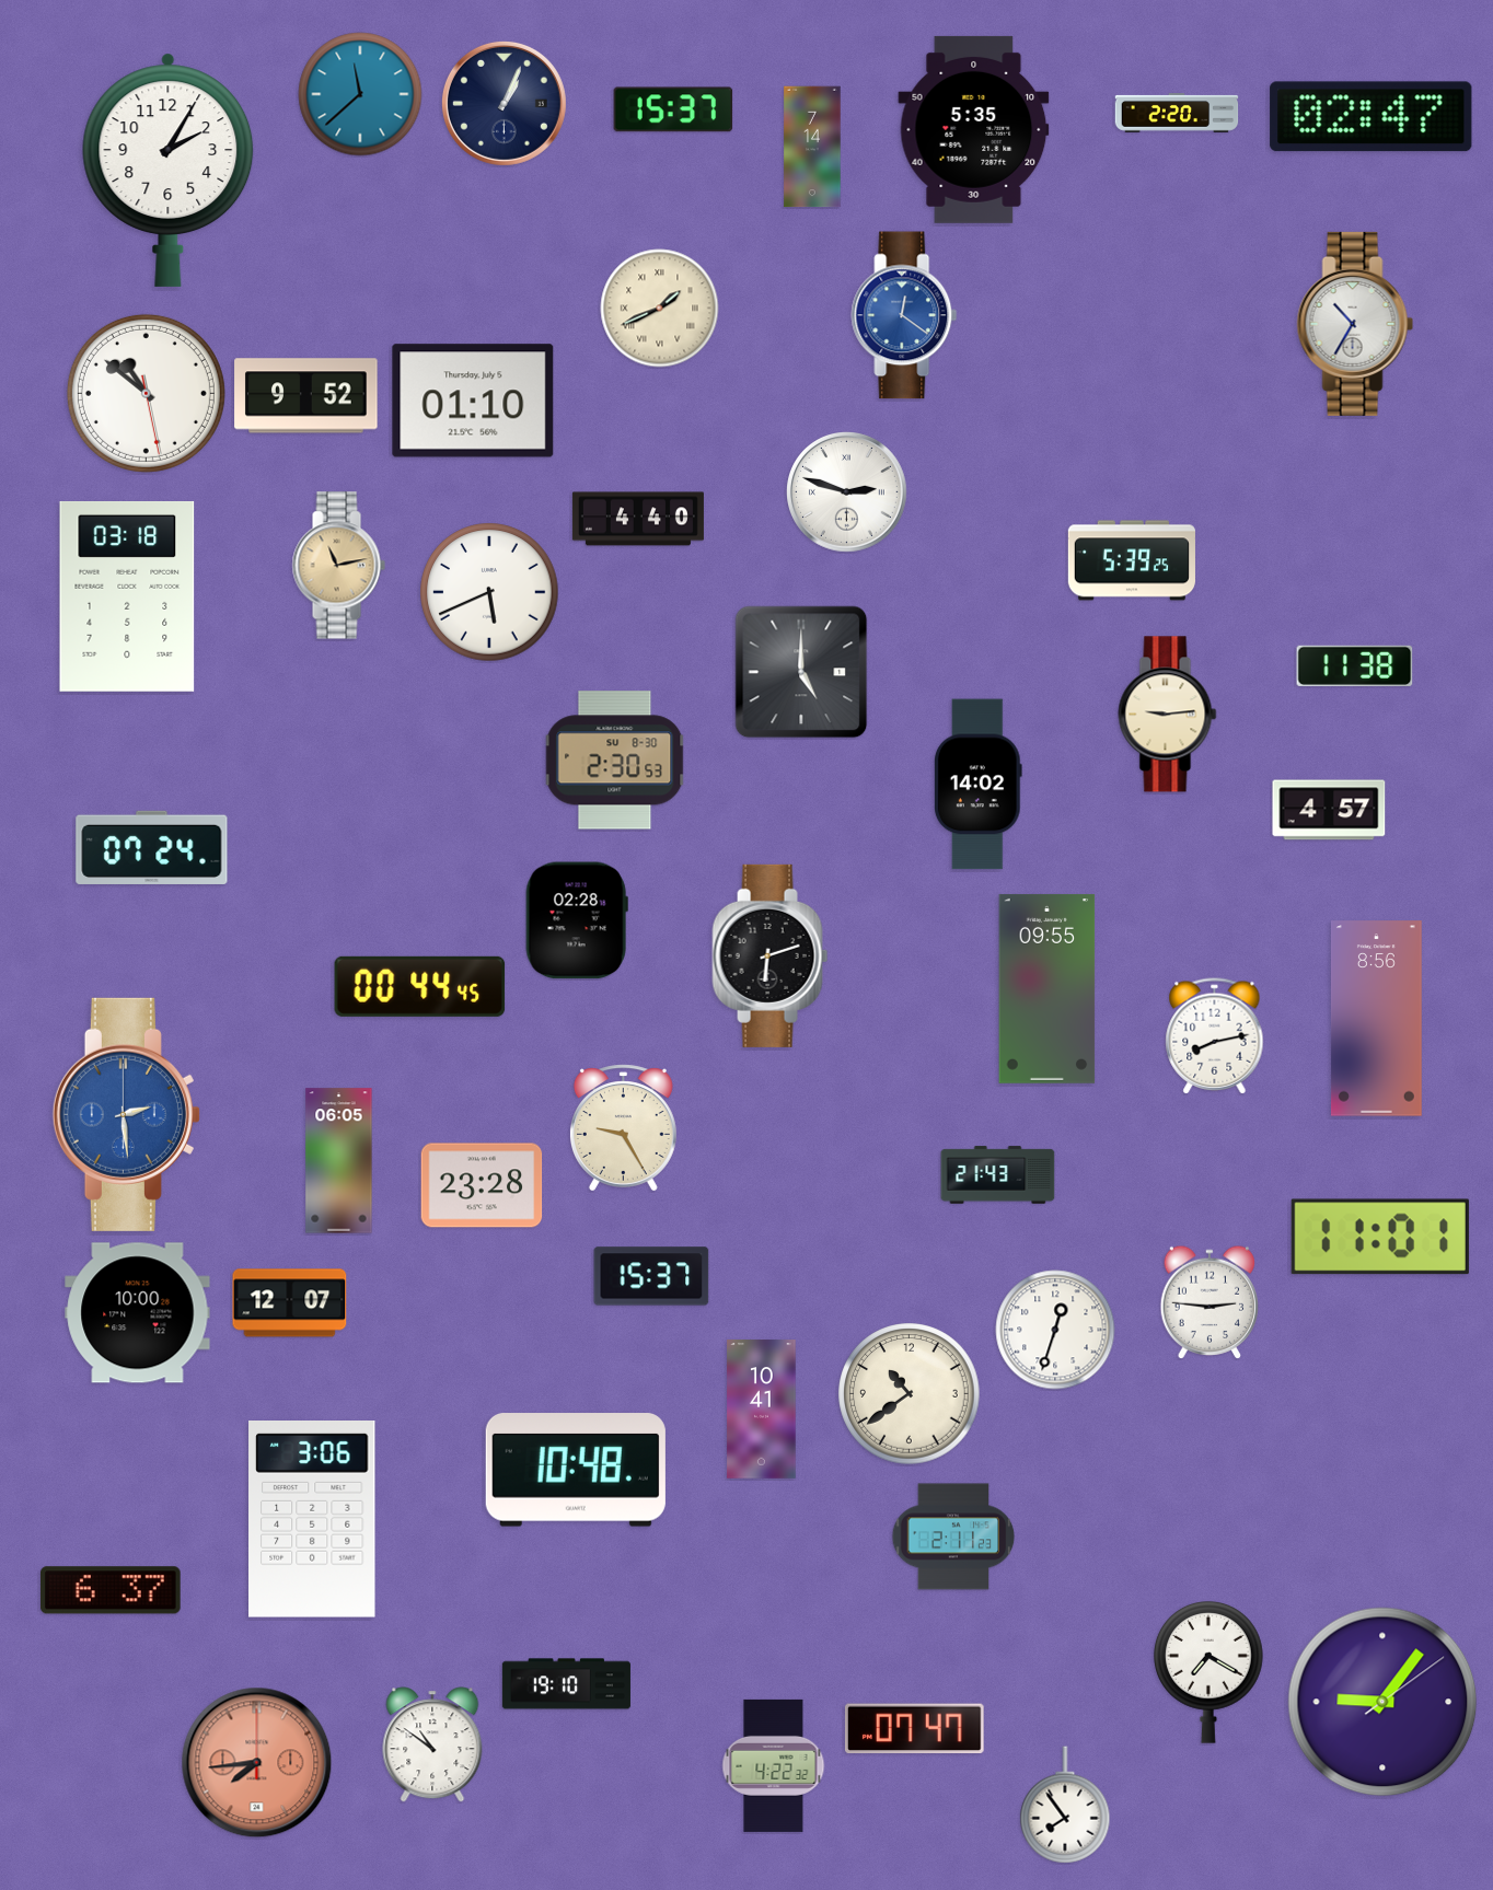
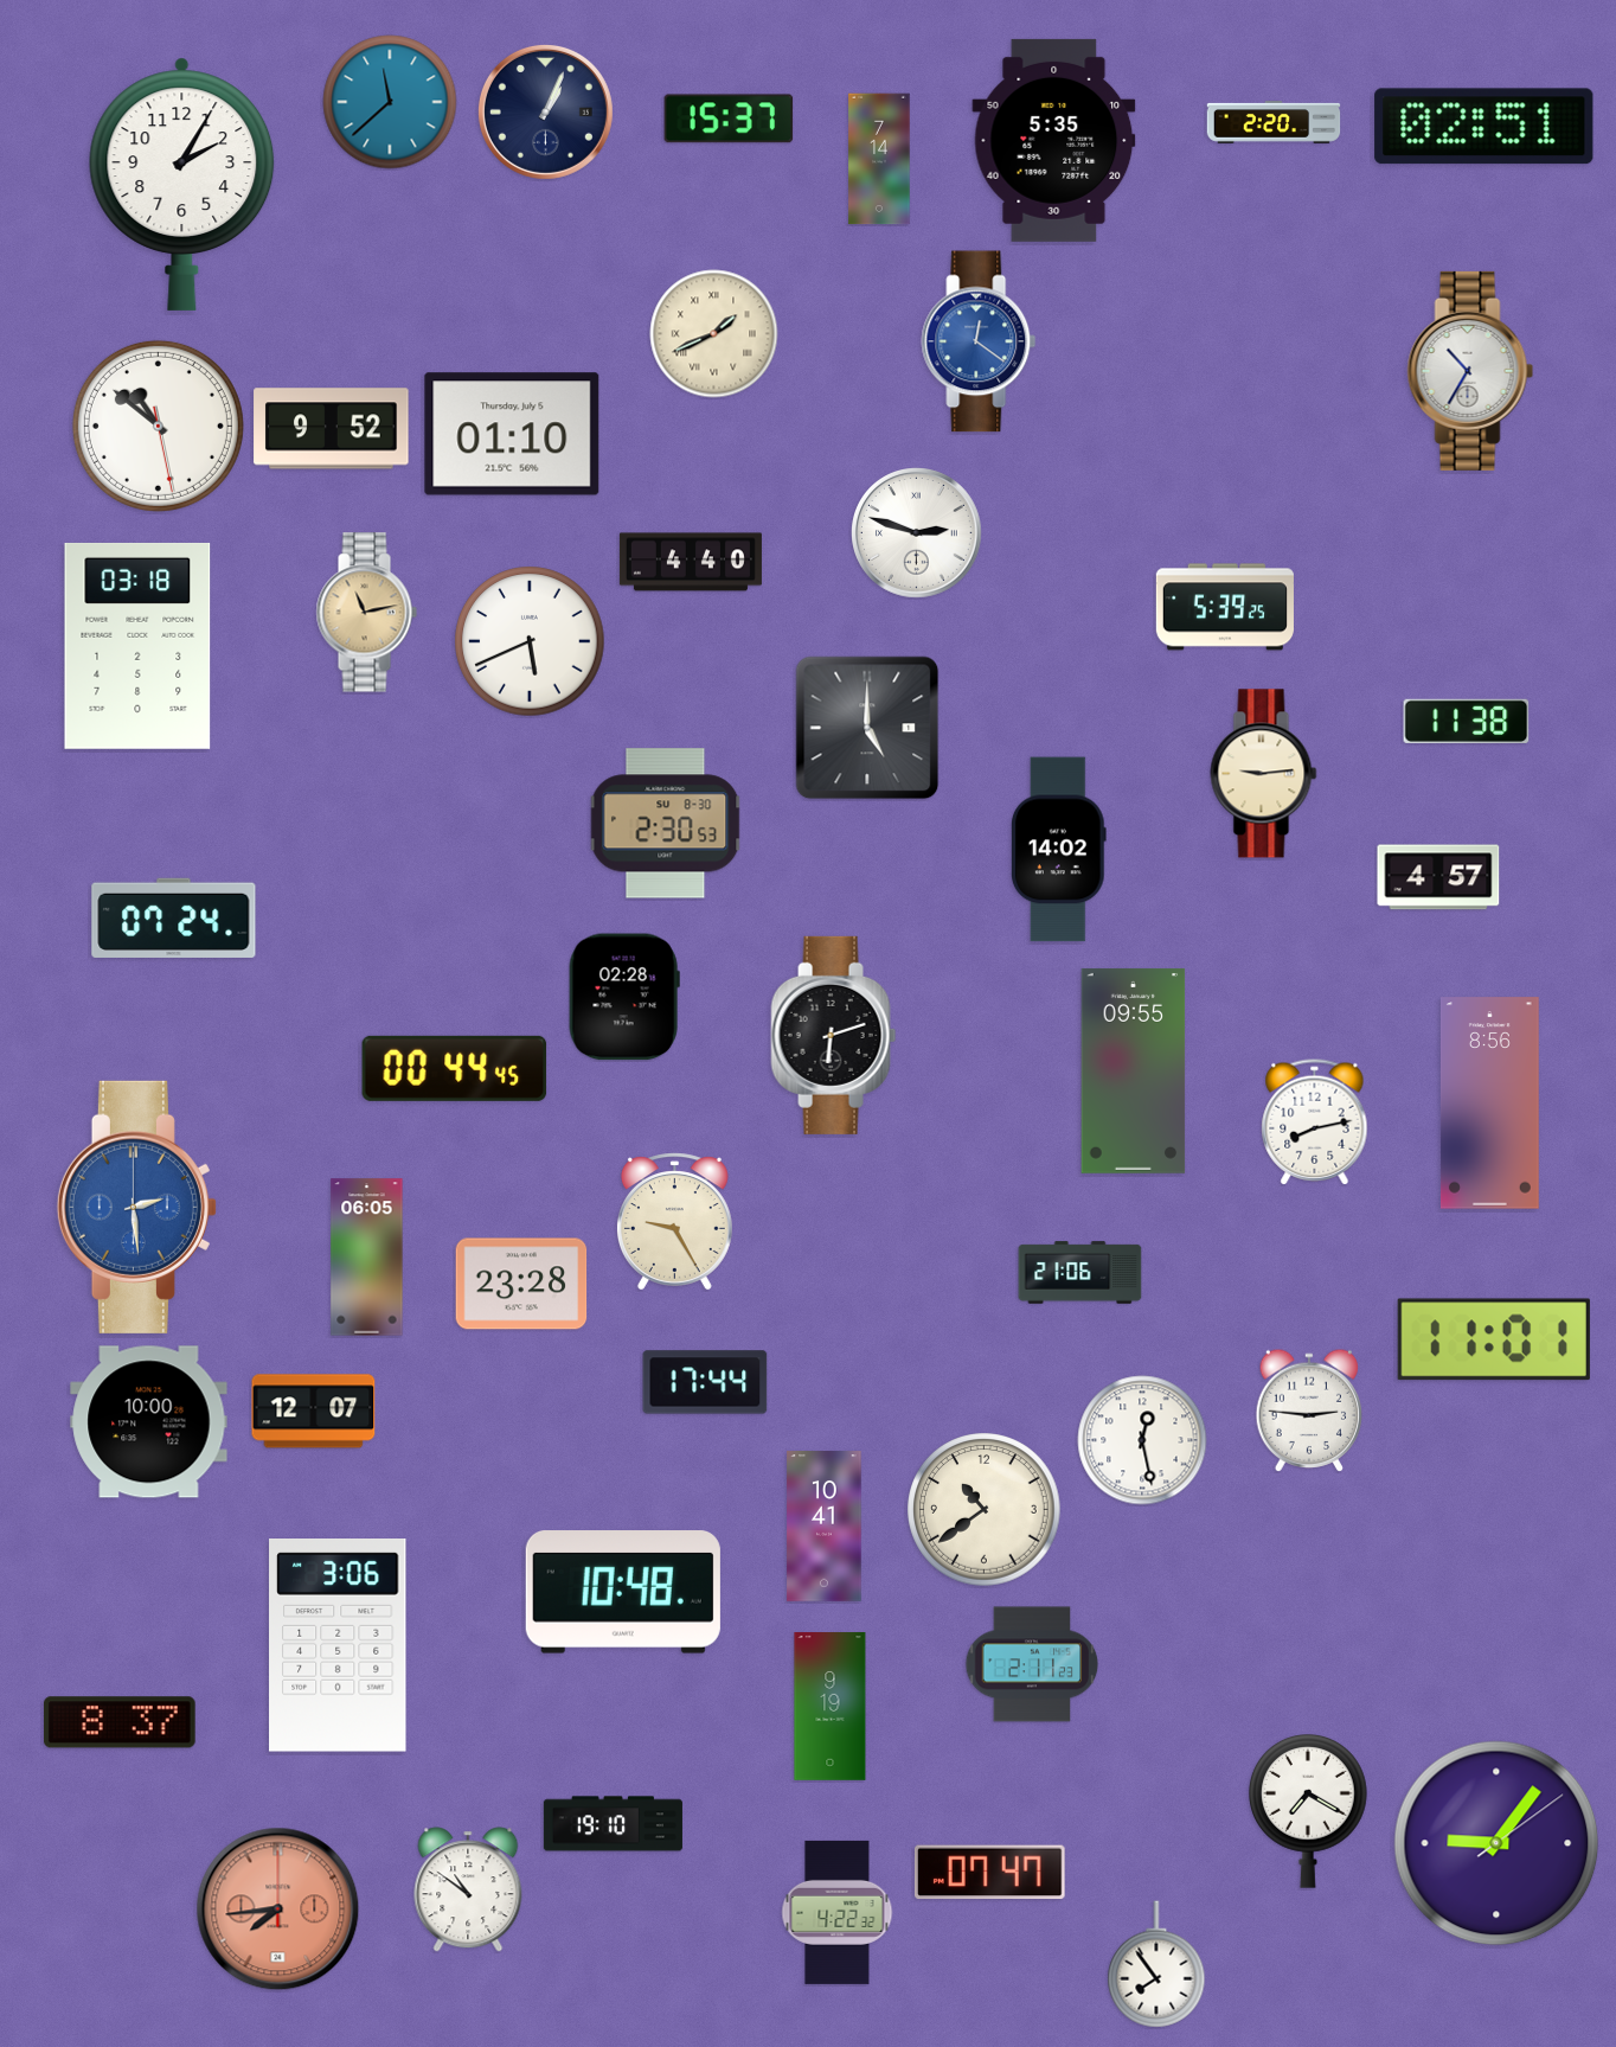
clock at (1372, 117): 02:47 -> 02:51
clock at (1355, 324) position: (1355, 324) -> (1470, 371)
clock at (152, 847) position: (152, 847) -> (174, 917)
clock at (998, 1175): 21:43 -> 21:06
clock at (651, 1276): 15:37 -> 17:44
clock at (1055, 1330): 12:33 -> 12:28
clock at (831, 1707): none -> 9:19
clock at (111, 1590): 6:37 -> 8:37
clock at (1065, 1805) position: (1065, 1805) -> (1156, 1964)
